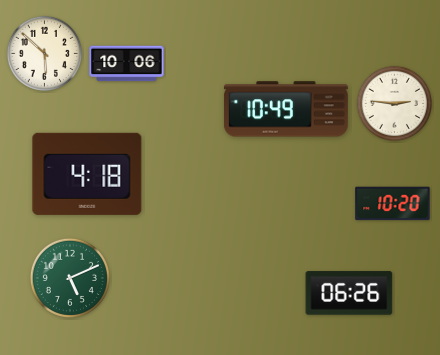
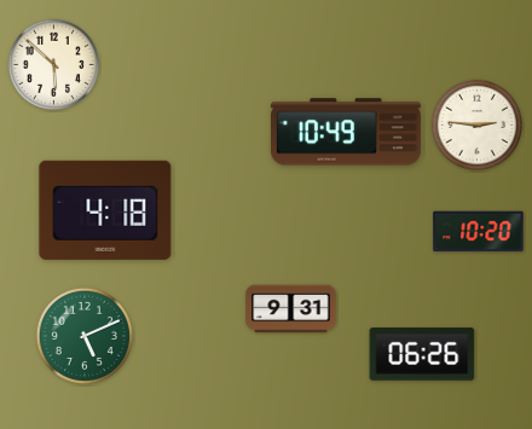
clock at (127, 64): 10:06 -> none
clock at (393, 204) position: (393, 204) -> (479, 232)
clock at (291, 309): none -> 9:31
